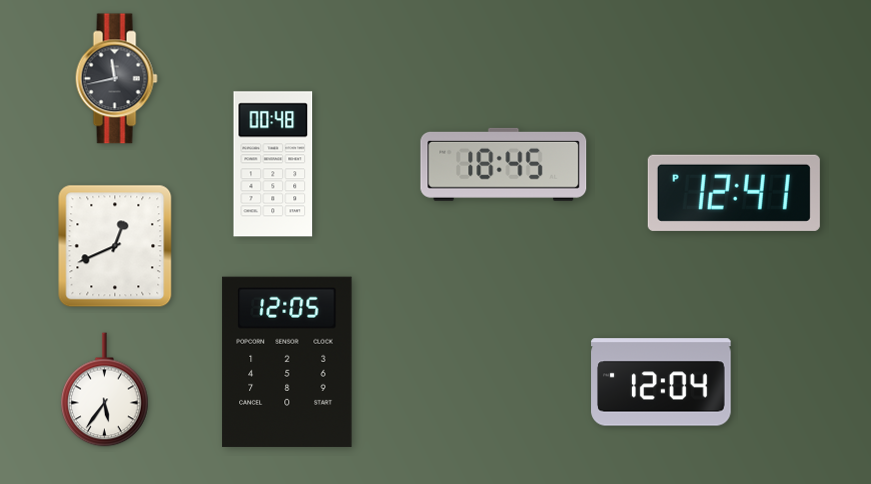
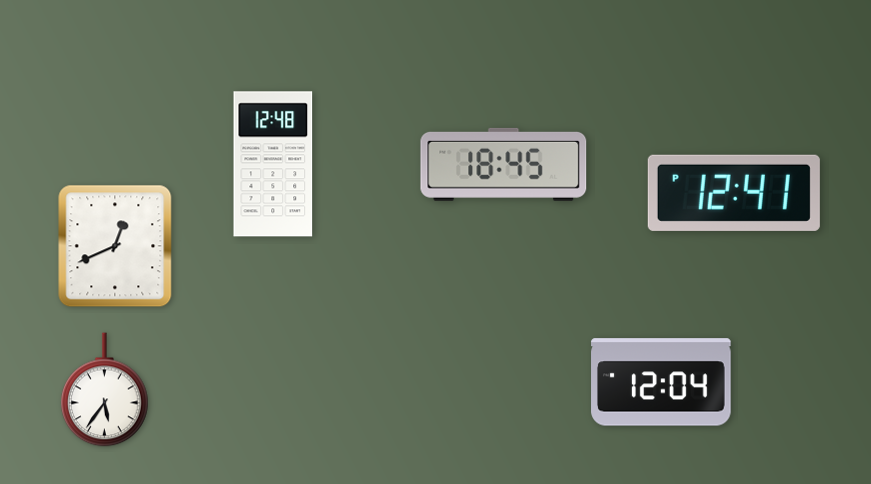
clock at (116, 79): 11:43 -> none
clock at (273, 164): 00:48 -> 12:48
clock at (287, 362): 12:05 -> none
